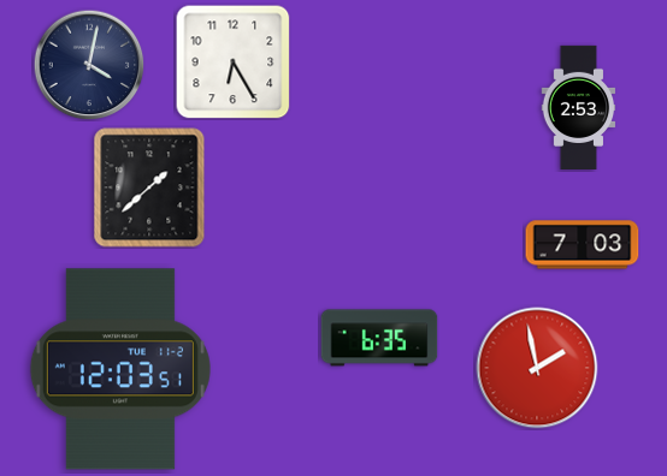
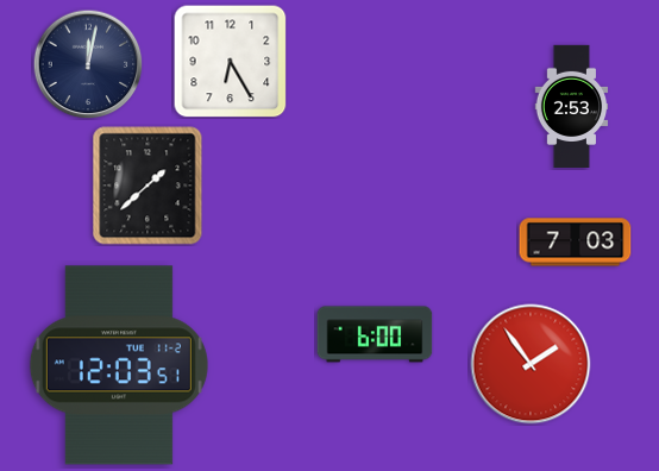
clock at (89, 65): 4:02 -> 12:02
clock at (379, 338): 6:35 -> 6:00
clock at (537, 368): 1:58 -> 1:54
